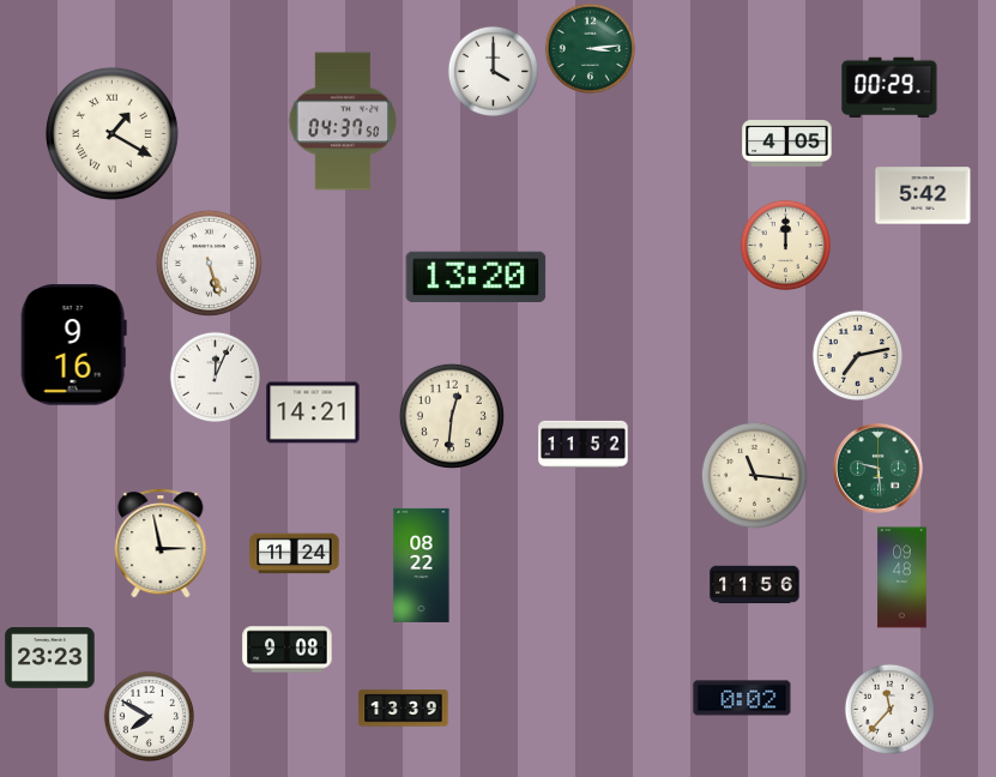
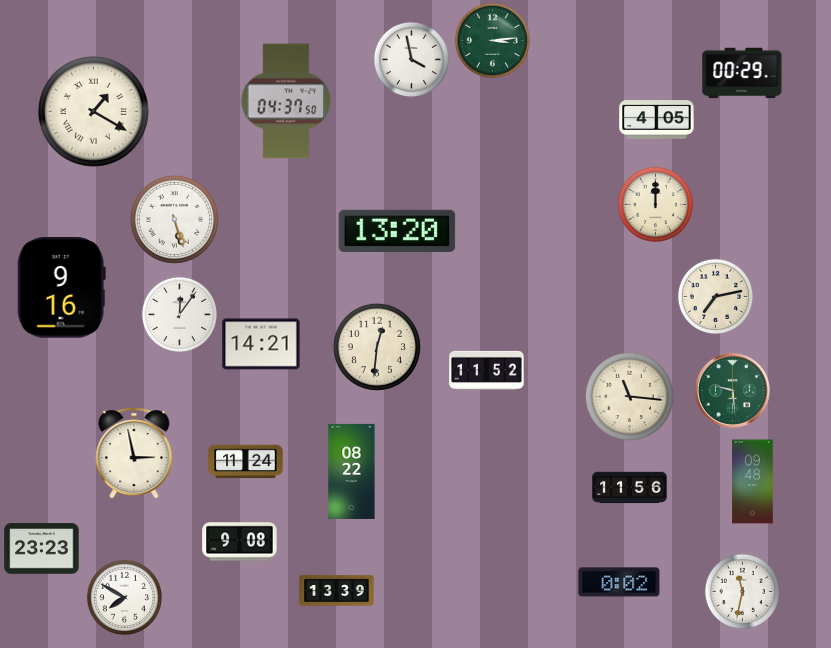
clock at (493, 71): 4:00 -> 3:58
clock at (923, 195): 5:42 -> none
clock at (215, 377): 12:04 -> 12:06
clock at (889, 709): 11:37 -> 11:32
